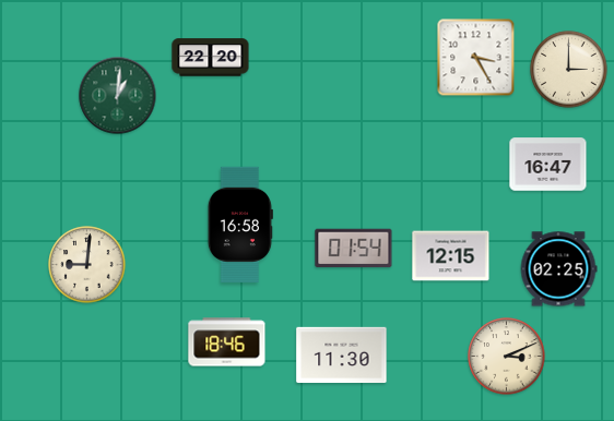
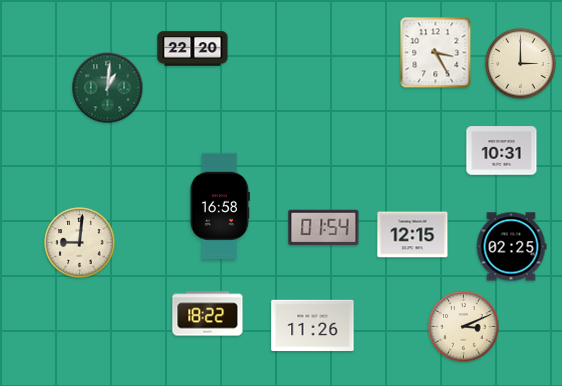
clock at (211, 58) position: (211, 58) -> (193, 49)
clock at (548, 165): 16:47 -> 10:31
clock at (227, 342): 18:46 -> 18:22
clock at (342, 354): 11:30 -> 11:26
